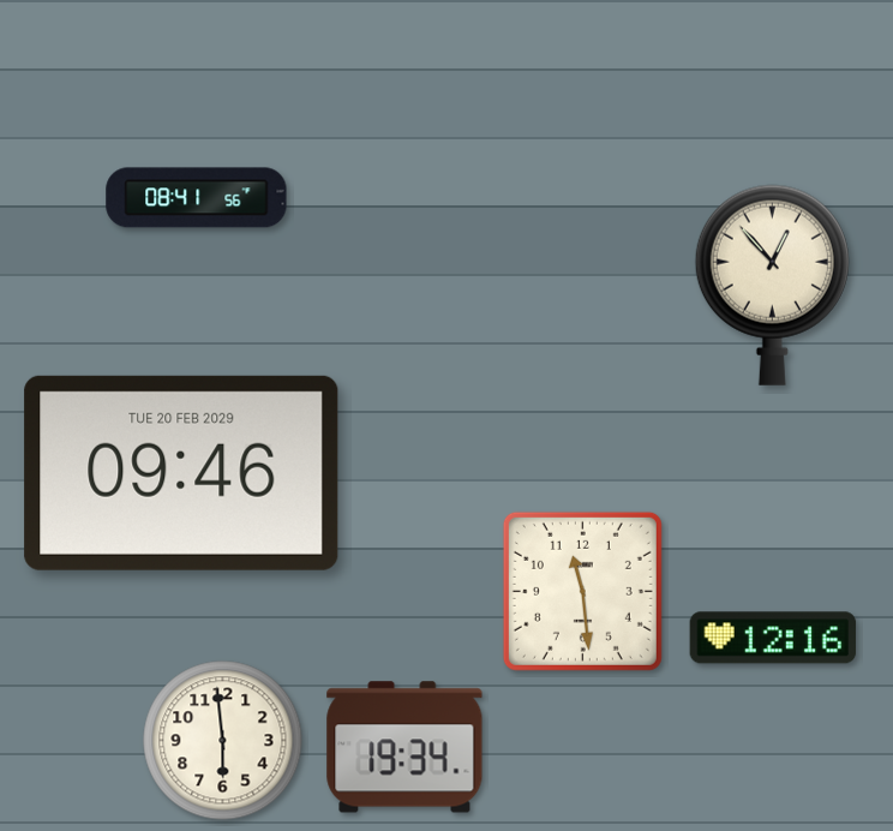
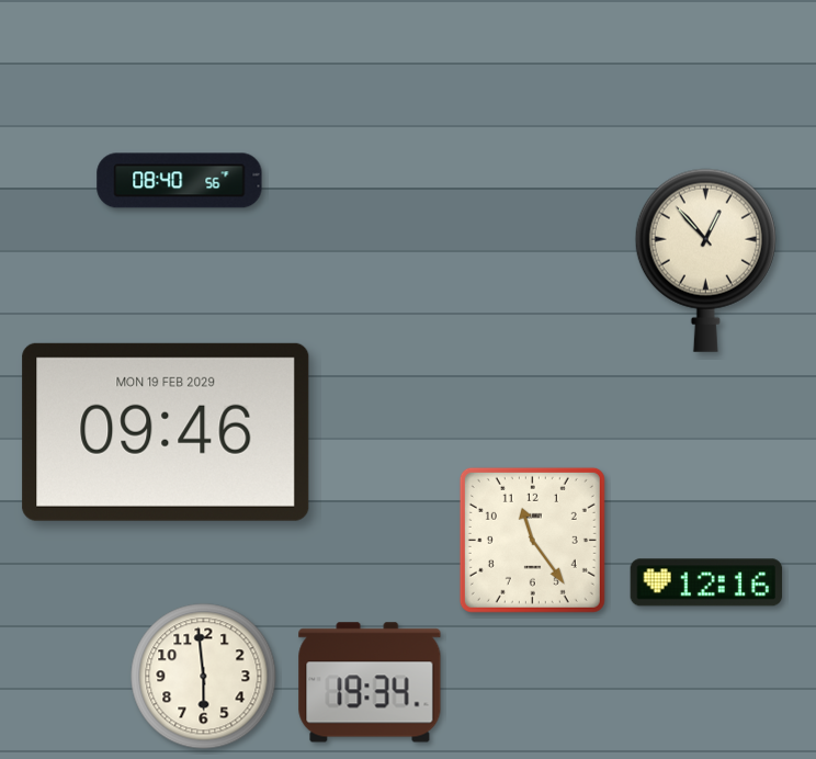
clock at (197, 198): 08:41 -> 08:40
clock at (181, 473) date: TUE 20 FEB 2029 -> MON 19 FEB 2029
clock at (582, 591): 11:29 -> 11:24
